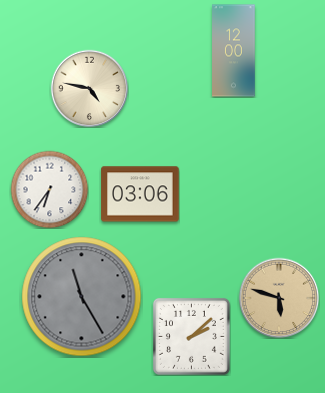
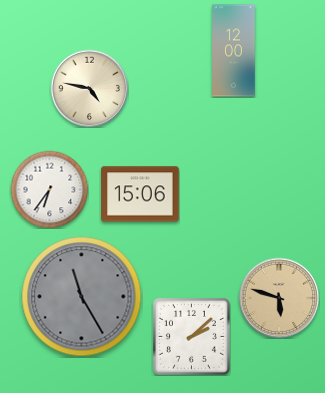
clock at (140, 194): 03:06 -> 15:06
